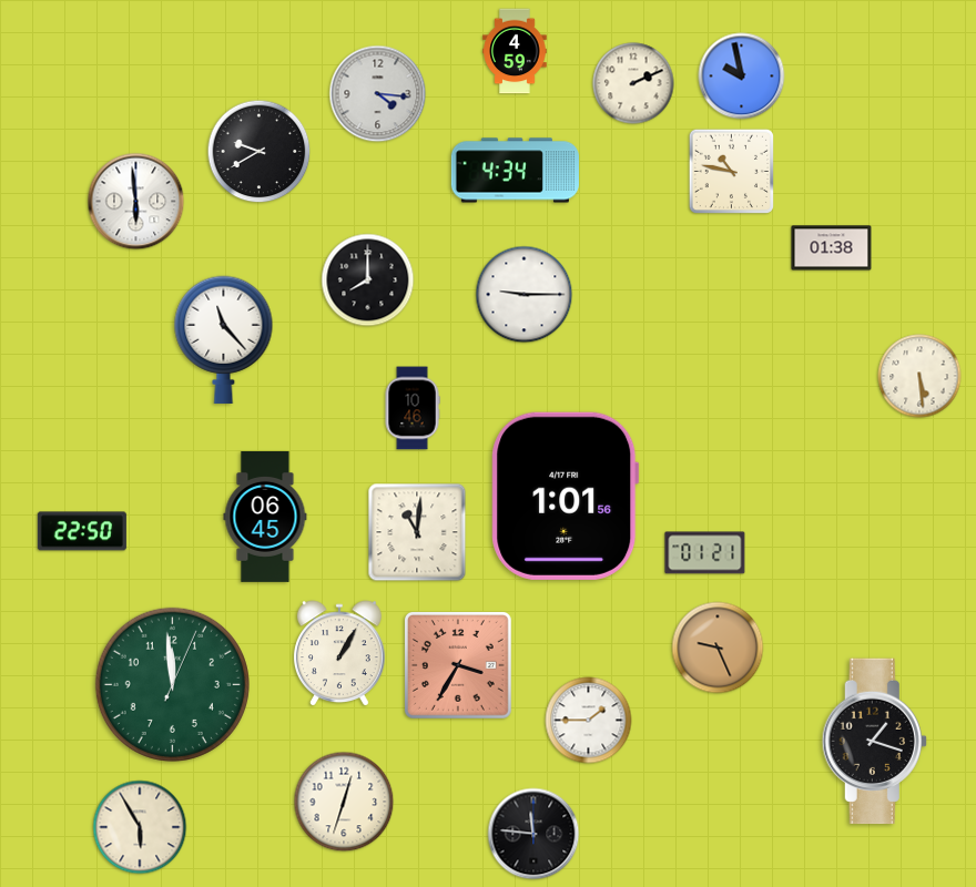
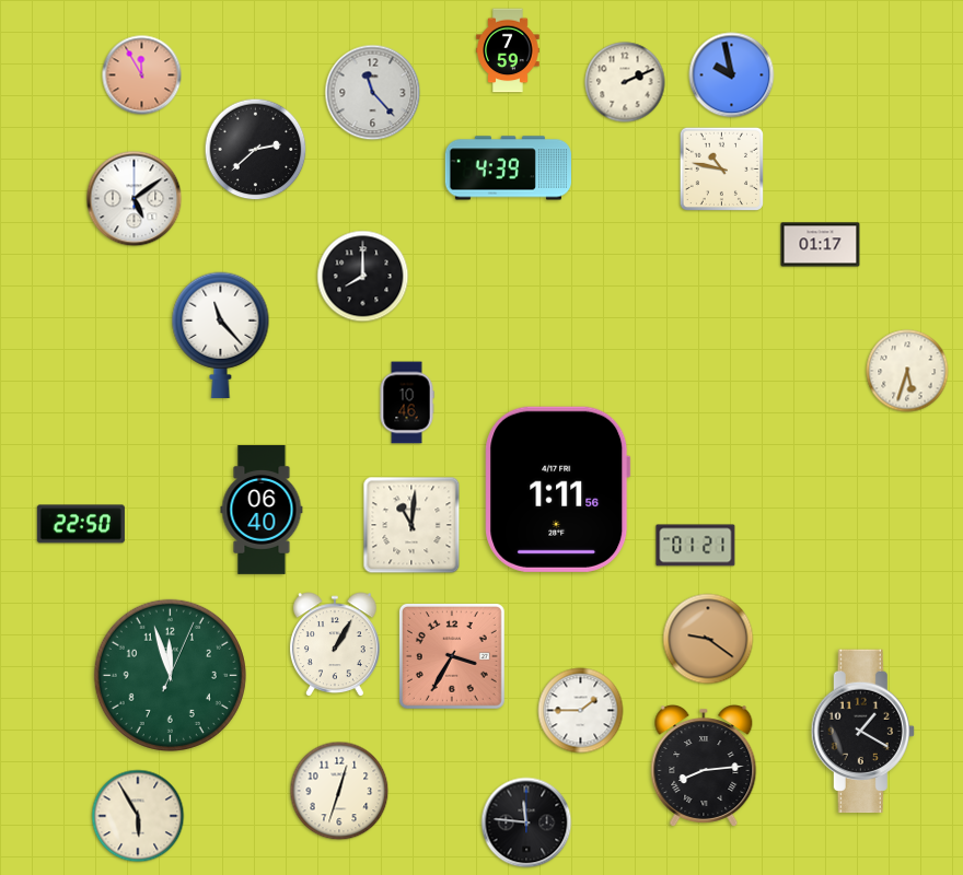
clock at (515, 51): 4:59 -> 7:59
clock at (142, 75): none -> 11:55
clock at (378, 94): 4:16 -> 11:23
clock at (260, 152): 9:40 -> 2:38
clock at (515, 171): 4:34 -> 4:39
clock at (136, 202): 5:59 -> 5:09
clock at (832, 248): 01:38 -> 01:17
clock at (525, 295): 9:15 -> none
clock at (919, 376): 5:29 -> 5:33
clock at (566, 496): 1:01 -> 1:11
clock at (265, 517): 06:45 -> 06:40
clock at (718, 648): 9:26 -> 9:21
clock at (172, 684): 11:59 -> 11:57
clock at (874, 742): 1:18 -> 1:20
clock at (704, 767): none -> 8:14
